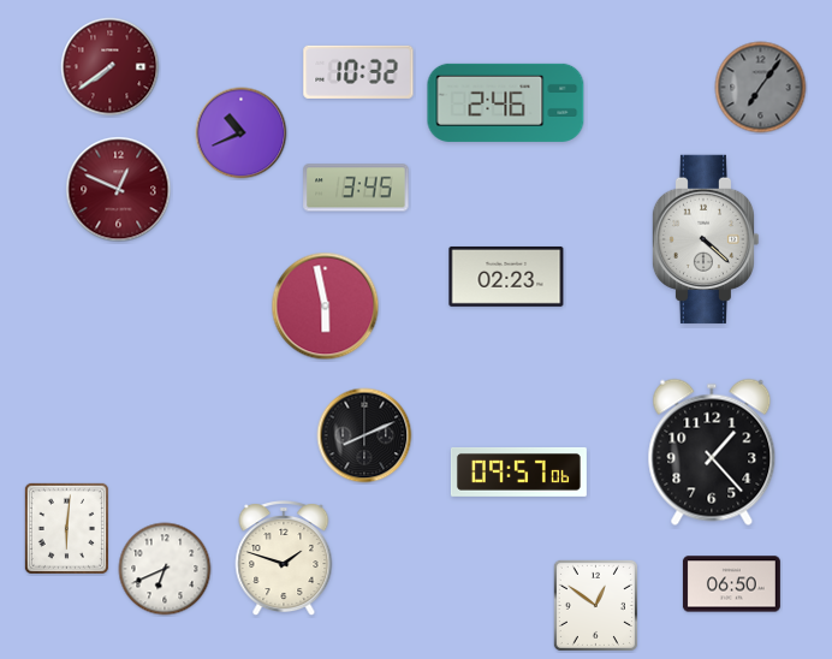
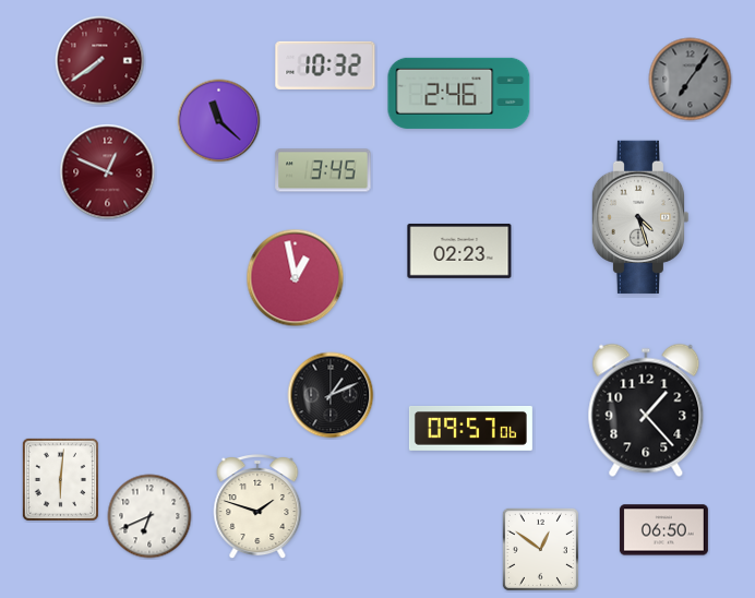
clock at (242, 133): 10:41 -> 11:22
clock at (706, 239): 4:22 -> 4:27
clock at (326, 307): 5:58 -> 12:58
clock at (364, 435): 8:11 -> 1:11
